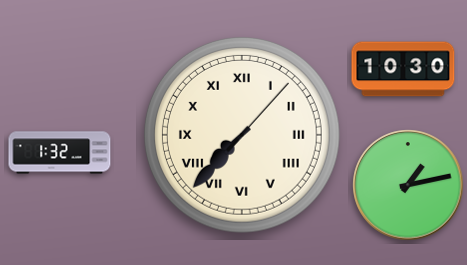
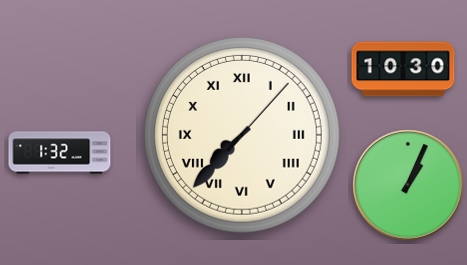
clock at (408, 185): 1:13 -> 1:04
